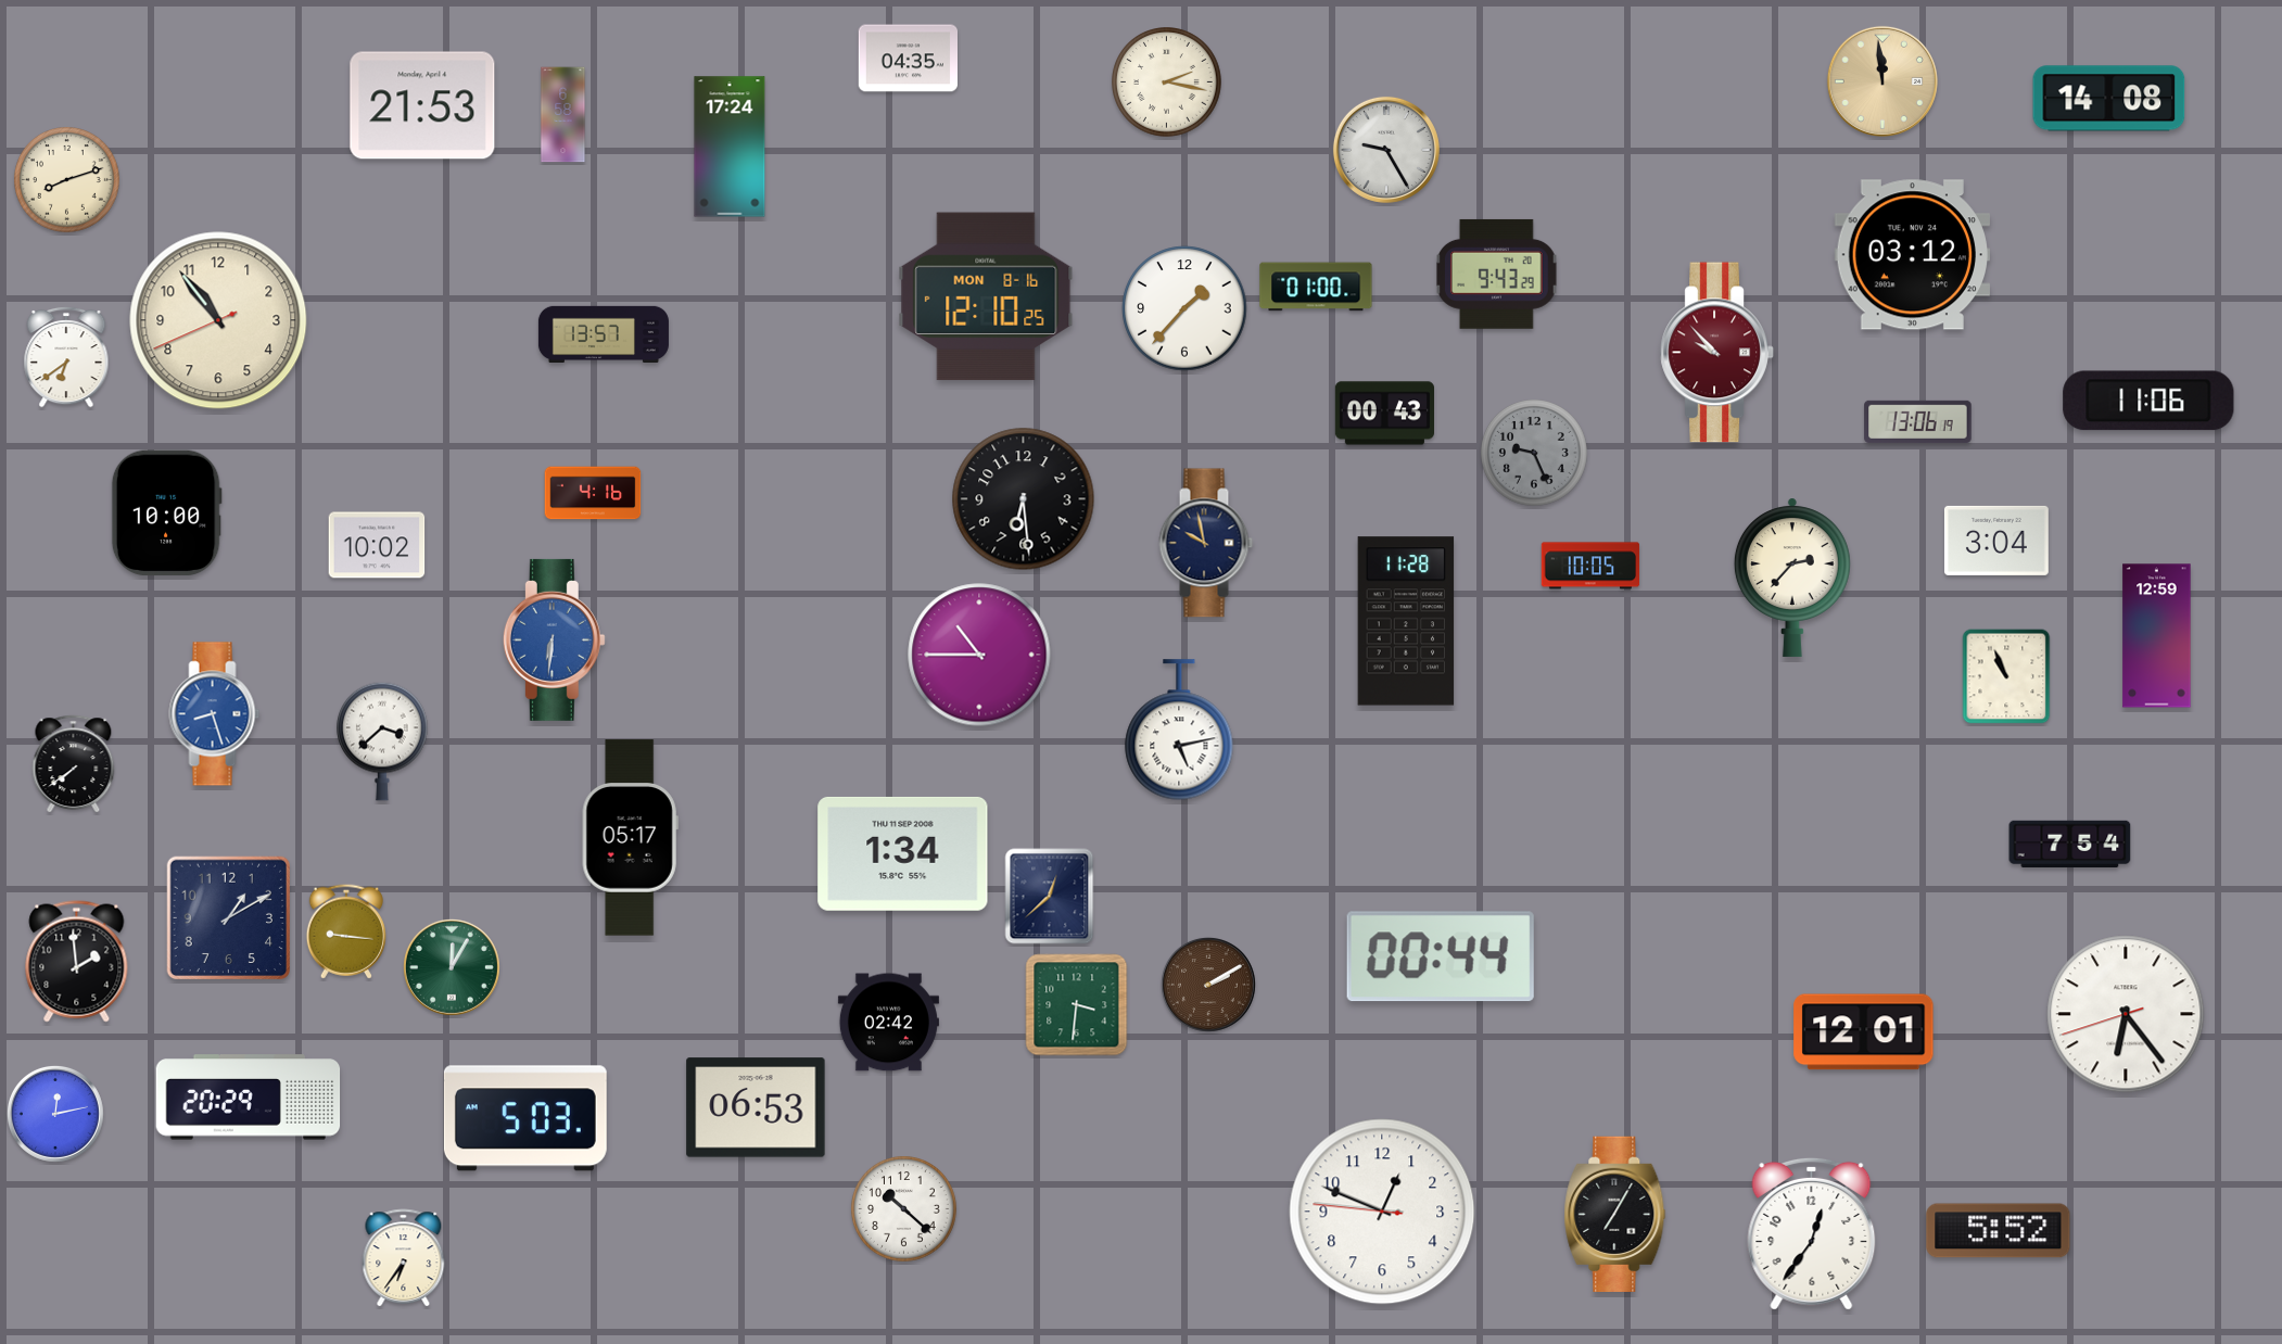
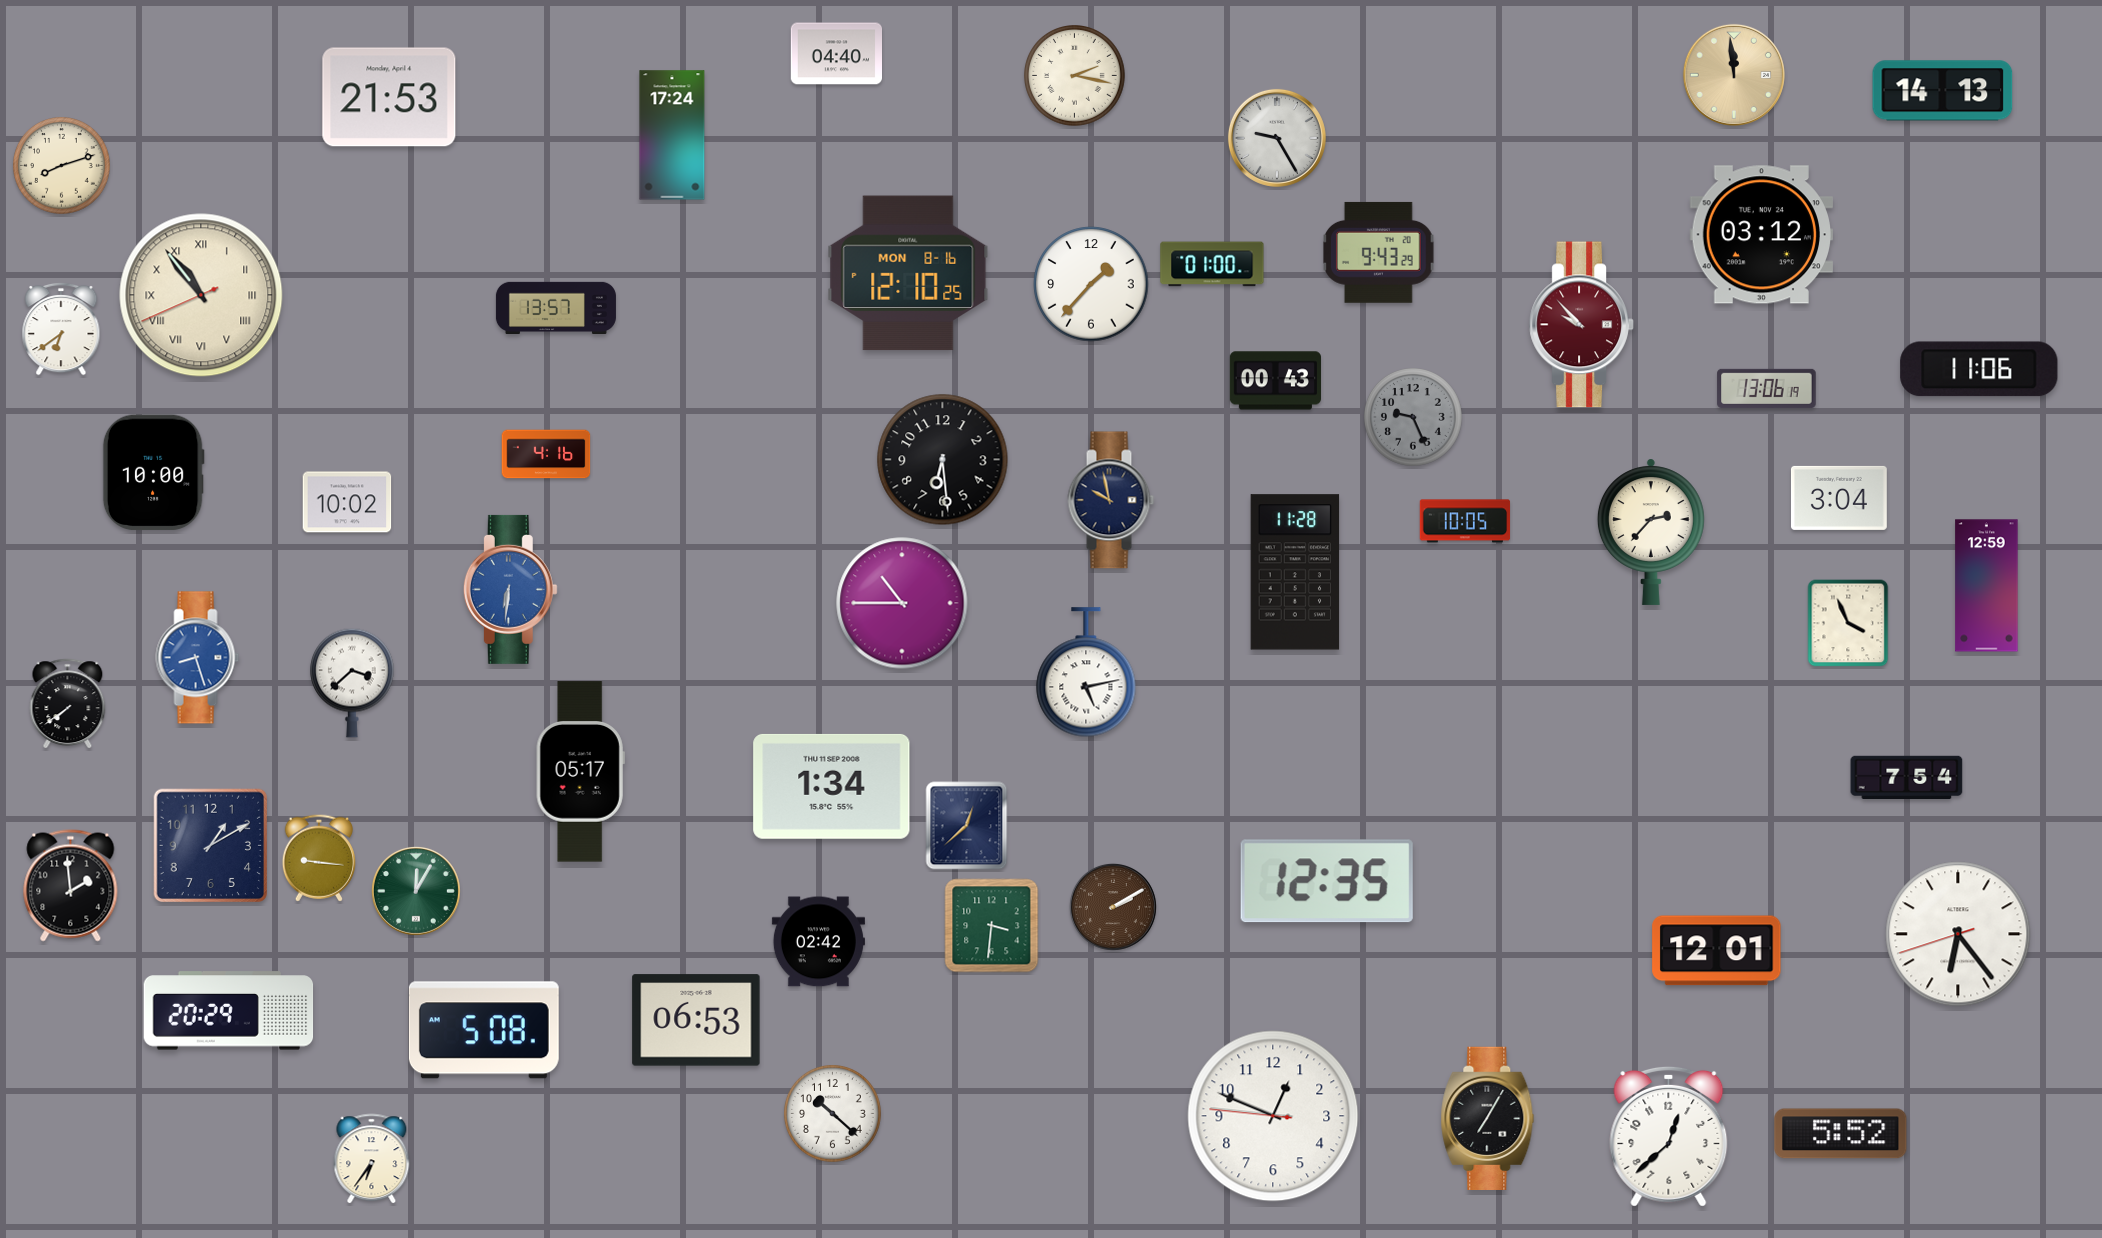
clock at (908, 59): 04:35 -> 04:40
clock at (2109, 99): 14:08 -> 14:13
clock at (563, 115): 6:58 -> none
clock at (218, 320) numerals: Arabic -> Roman
clock at (2006, 676): 10:56 -> 3:56
clock at (1441, 956): 00:44 -> 12:35
clock at (55, 1114): 12:13 -> none
clock at (525, 1118): 5:03 -> 5:08
clock at (1812, 1233): 12:36 -> 12:38
